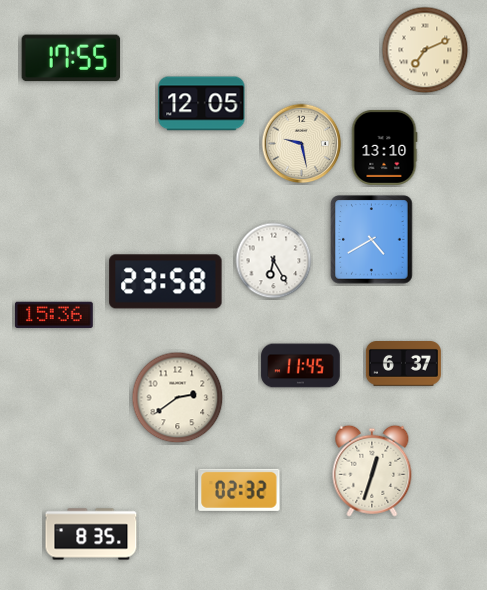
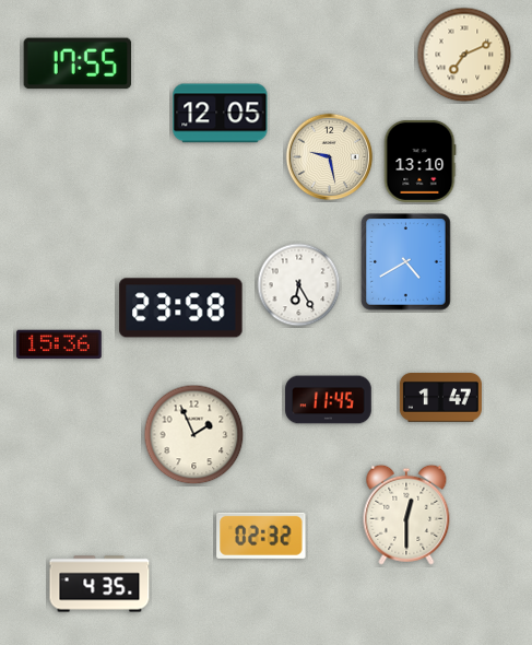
clock at (403, 364): 6:37 -> 1:47
clock at (178, 398): 2:39 -> 1:56
clock at (372, 471): 12:33 -> 12:30
clock at (91, 534): 8:35 -> 4:35
